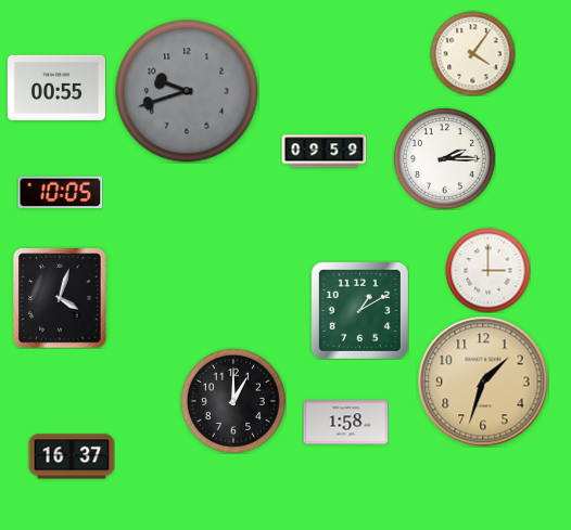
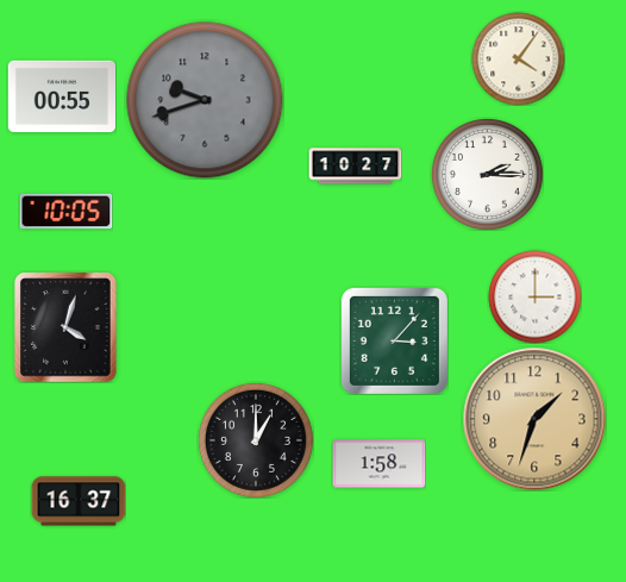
clock at (323, 152): 09:59 -> 10:27
clock at (359, 310): 1:10 -> 3:07
clock at (483, 382) position: (483, 382) -> (534, 419)
